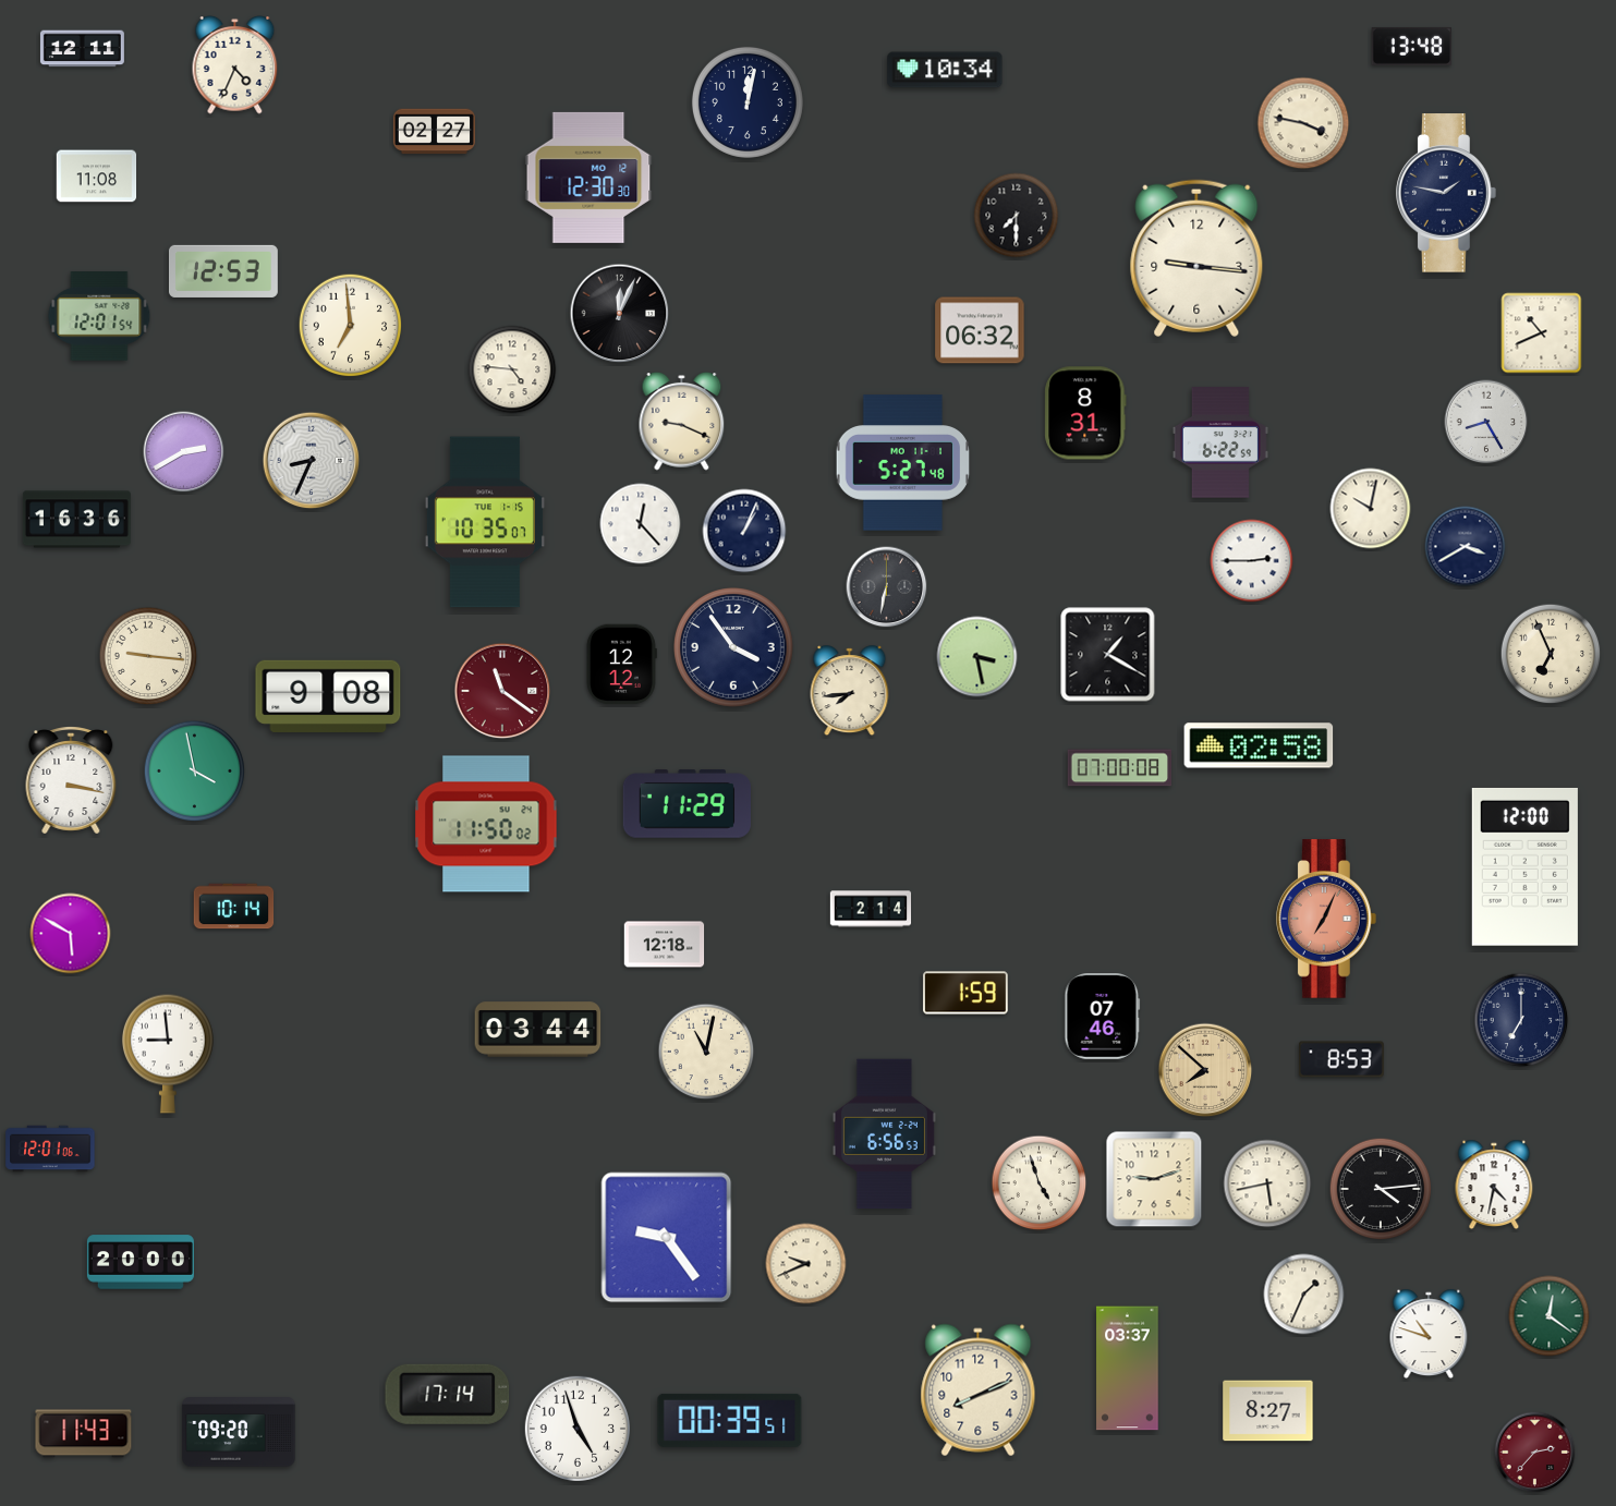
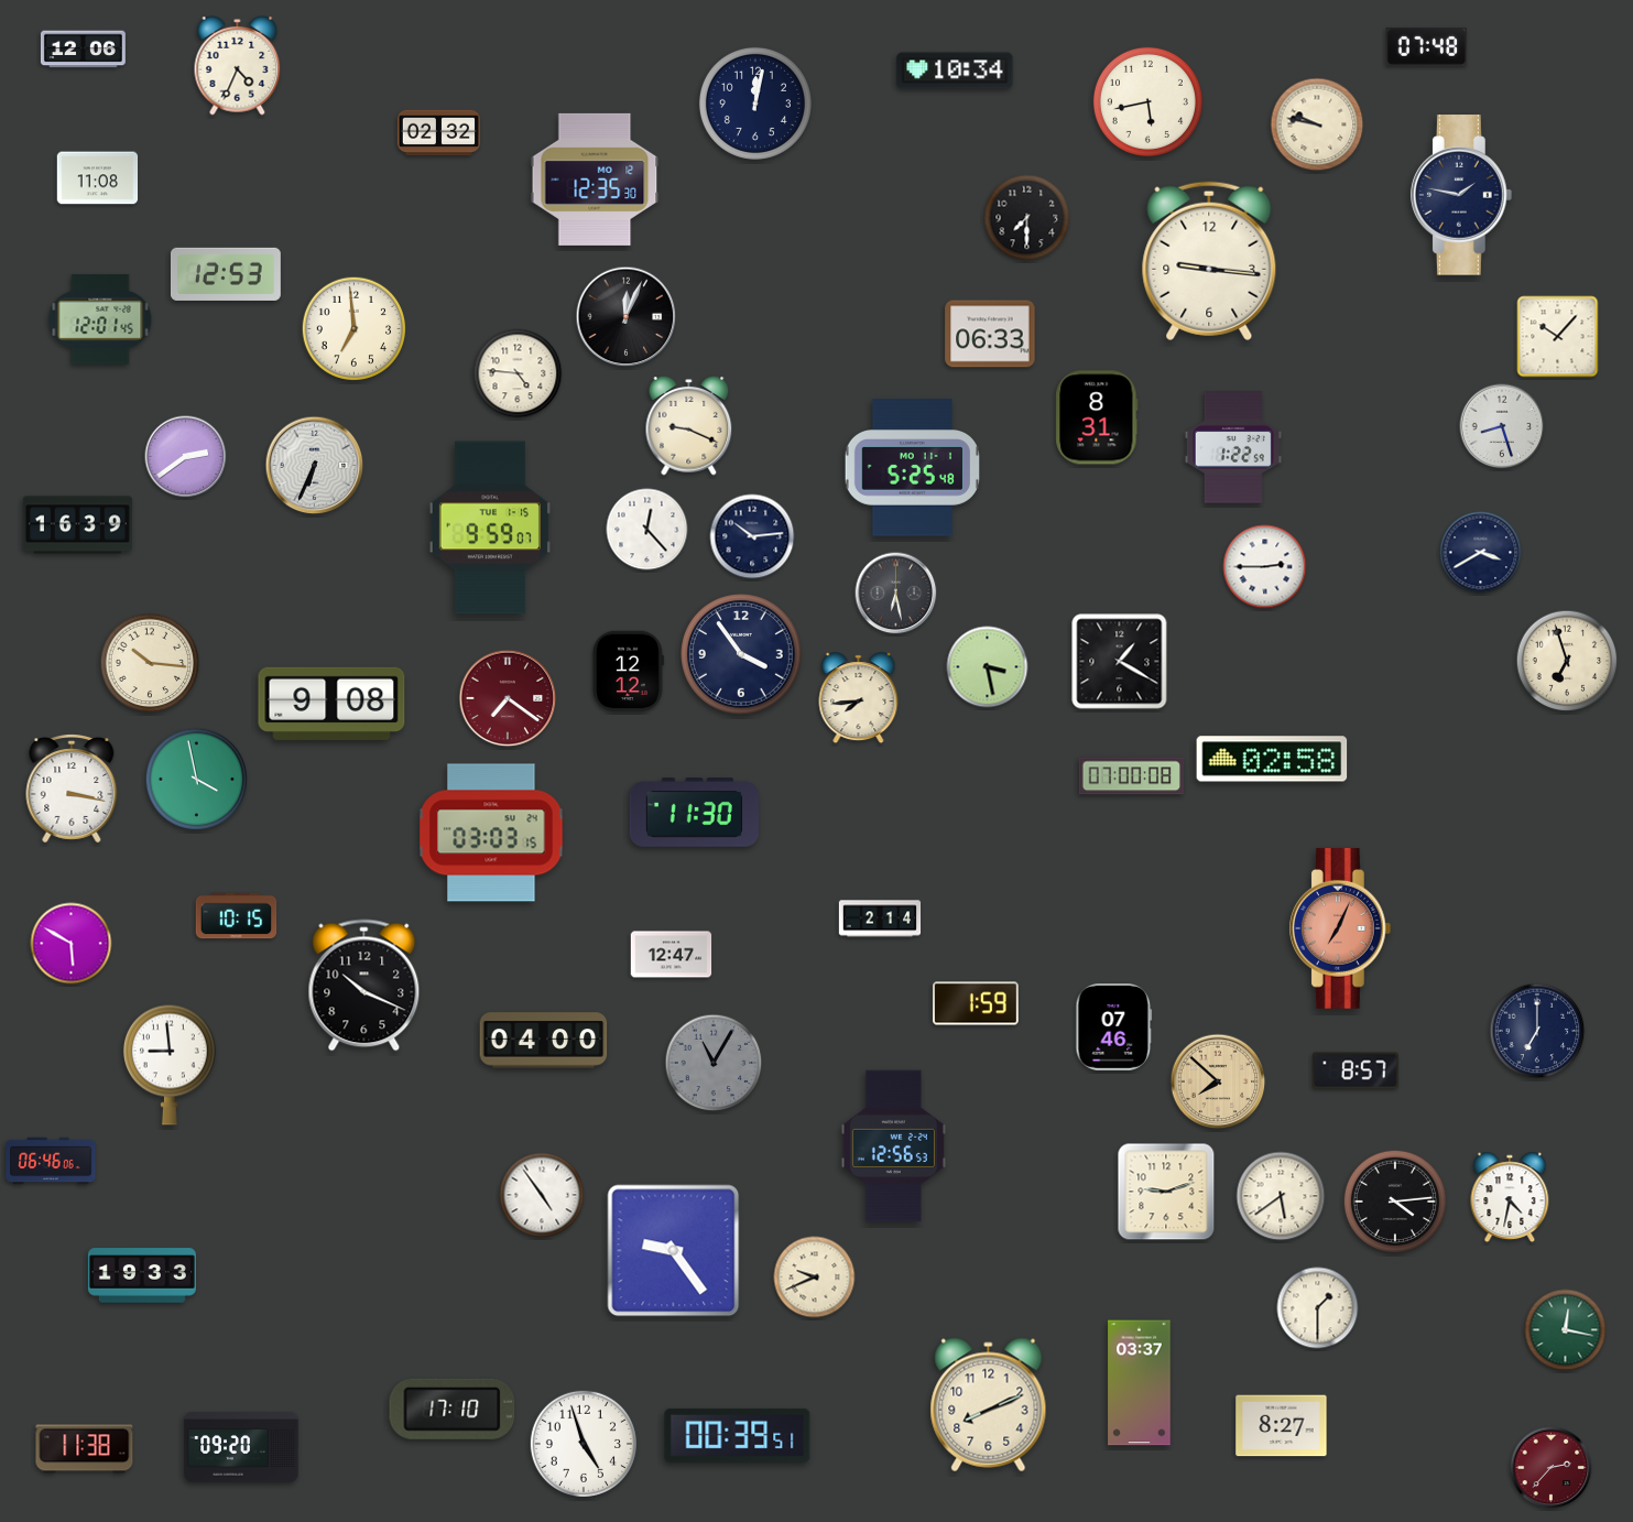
clock at (1411, 46): 13:48 -> 07:48
clock at (82, 49): 12:11 -> 12:06
clock at (1147, 101): none -> 5:43
clock at (1303, 123): 3:47 -> 9:47
clock at (434, 132): 02:27 -> 02:32
clock at (588, 178): 12:30 -> 12:35
clock at (99, 316): 12:01:54 -> 12:01:45
clock at (980, 330): 06:32 -> 06:33
clock at (1542, 333): 10:41 -> 10:07
clock at (1486, 422): 8:25 -> 8:27
clock at (1220, 442): 6:22 -> 1:22
clock at (184, 452): 2:40 -> 2:39
clock at (312, 461): 8:34 -> 6:34
clock at (903, 463): 5:27 -> 5:25
clock at (1371, 509): 10:02 -> none
clock at (76, 520): 16:36 -> 16:39
clock at (485, 522): 10:35 -> 9:59
clock at (744, 531): 1:04 -> 10:14
clock at (887, 587): 6:32 -> 6:28
clock at (1551, 654): 6:56 -> 6:57
clock at (148, 656): 9:16 -> 10:16
clock at (977, 657) position: (977, 657) -> (988, 667)
clock at (502, 691): 11:21 -> 7:21
clock at (1259, 745) position: (1259, 745) -> (1272, 759)
clock at (687, 804): 11:29 -> 11:30
clock at (486, 824): 11:50 -> 03:03
clock at (1524, 866): 12:00 -> none
clock at (234, 907): 10:14 -> 10:15
clock at (665, 945): 12:18 -> 12:47
clock at (364, 986): none -> 10:19
clock at (538, 1030): 03:44 -> 04:00
clock at (706, 1052): 11:02 -> 11:05
clock at (706, 1052) dial: cream -> grey
clock at (1341, 1059): 8:53 -> 8:57
clock at (884, 1134): 6:56 -> 12:56
clock at (50, 1149): 12:01 -> 06:46
clock at (542, 1195): none -> 4:54
clock at (1040, 1183): 4:57 -> none
clock at (1267, 1183): 5:43 -> 5:39
clock at (141, 1262): 20:00 -> 19:33
clock at (1304, 1295): 1:34 -> 1:30
clock at (1550, 1316): 12:21 -> 12:17
clock at (1429, 1334): 10:48 -> none
clock at (448, 1394): 17:14 -> 17:10
clock at (84, 1434): 11:43 -> 11:38
